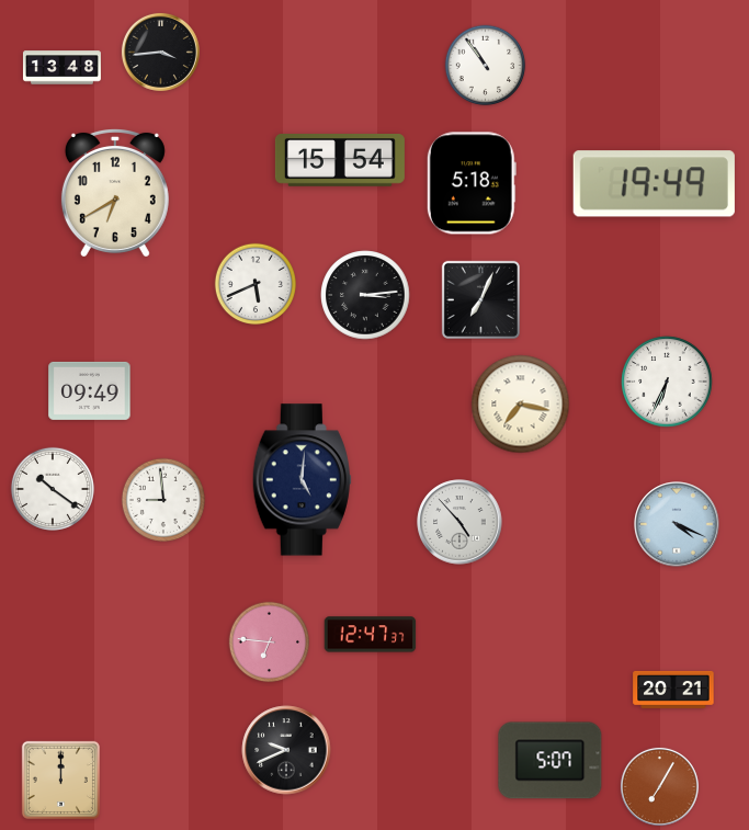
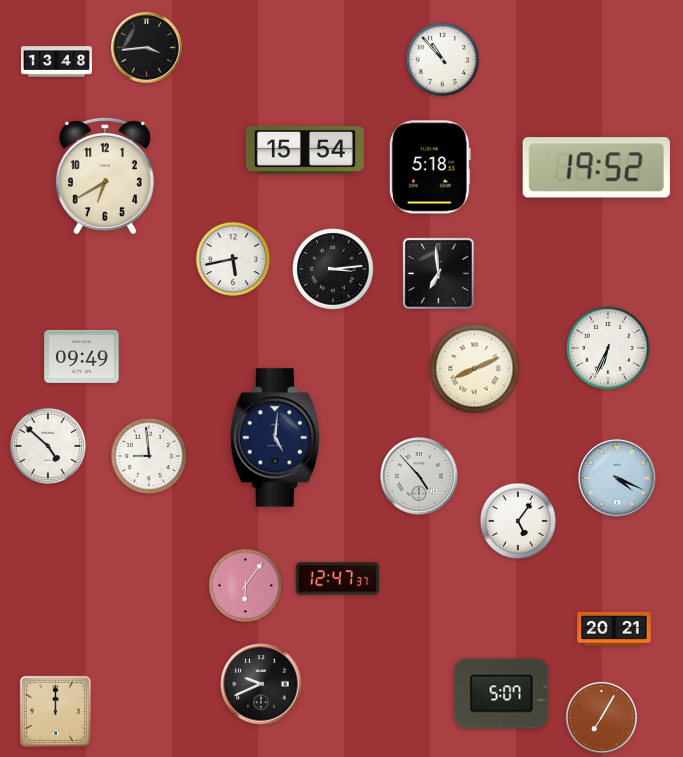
clock at (486, 66): 10:54 -> 10:53
clock at (340, 161) position: (340, 161) -> (305, 151)
clock at (654, 184): 19:49 -> 19:52
clock at (256, 284): 5:41 -> 5:43
clock at (480, 299): 7:04 -> 6:59
clock at (521, 405): 7:17 -> 8:11
clock at (53, 489): 10:21 -> 4:52
clock at (518, 521): none -> 5:06
clock at (270, 643): 6:46 -> 6:06
